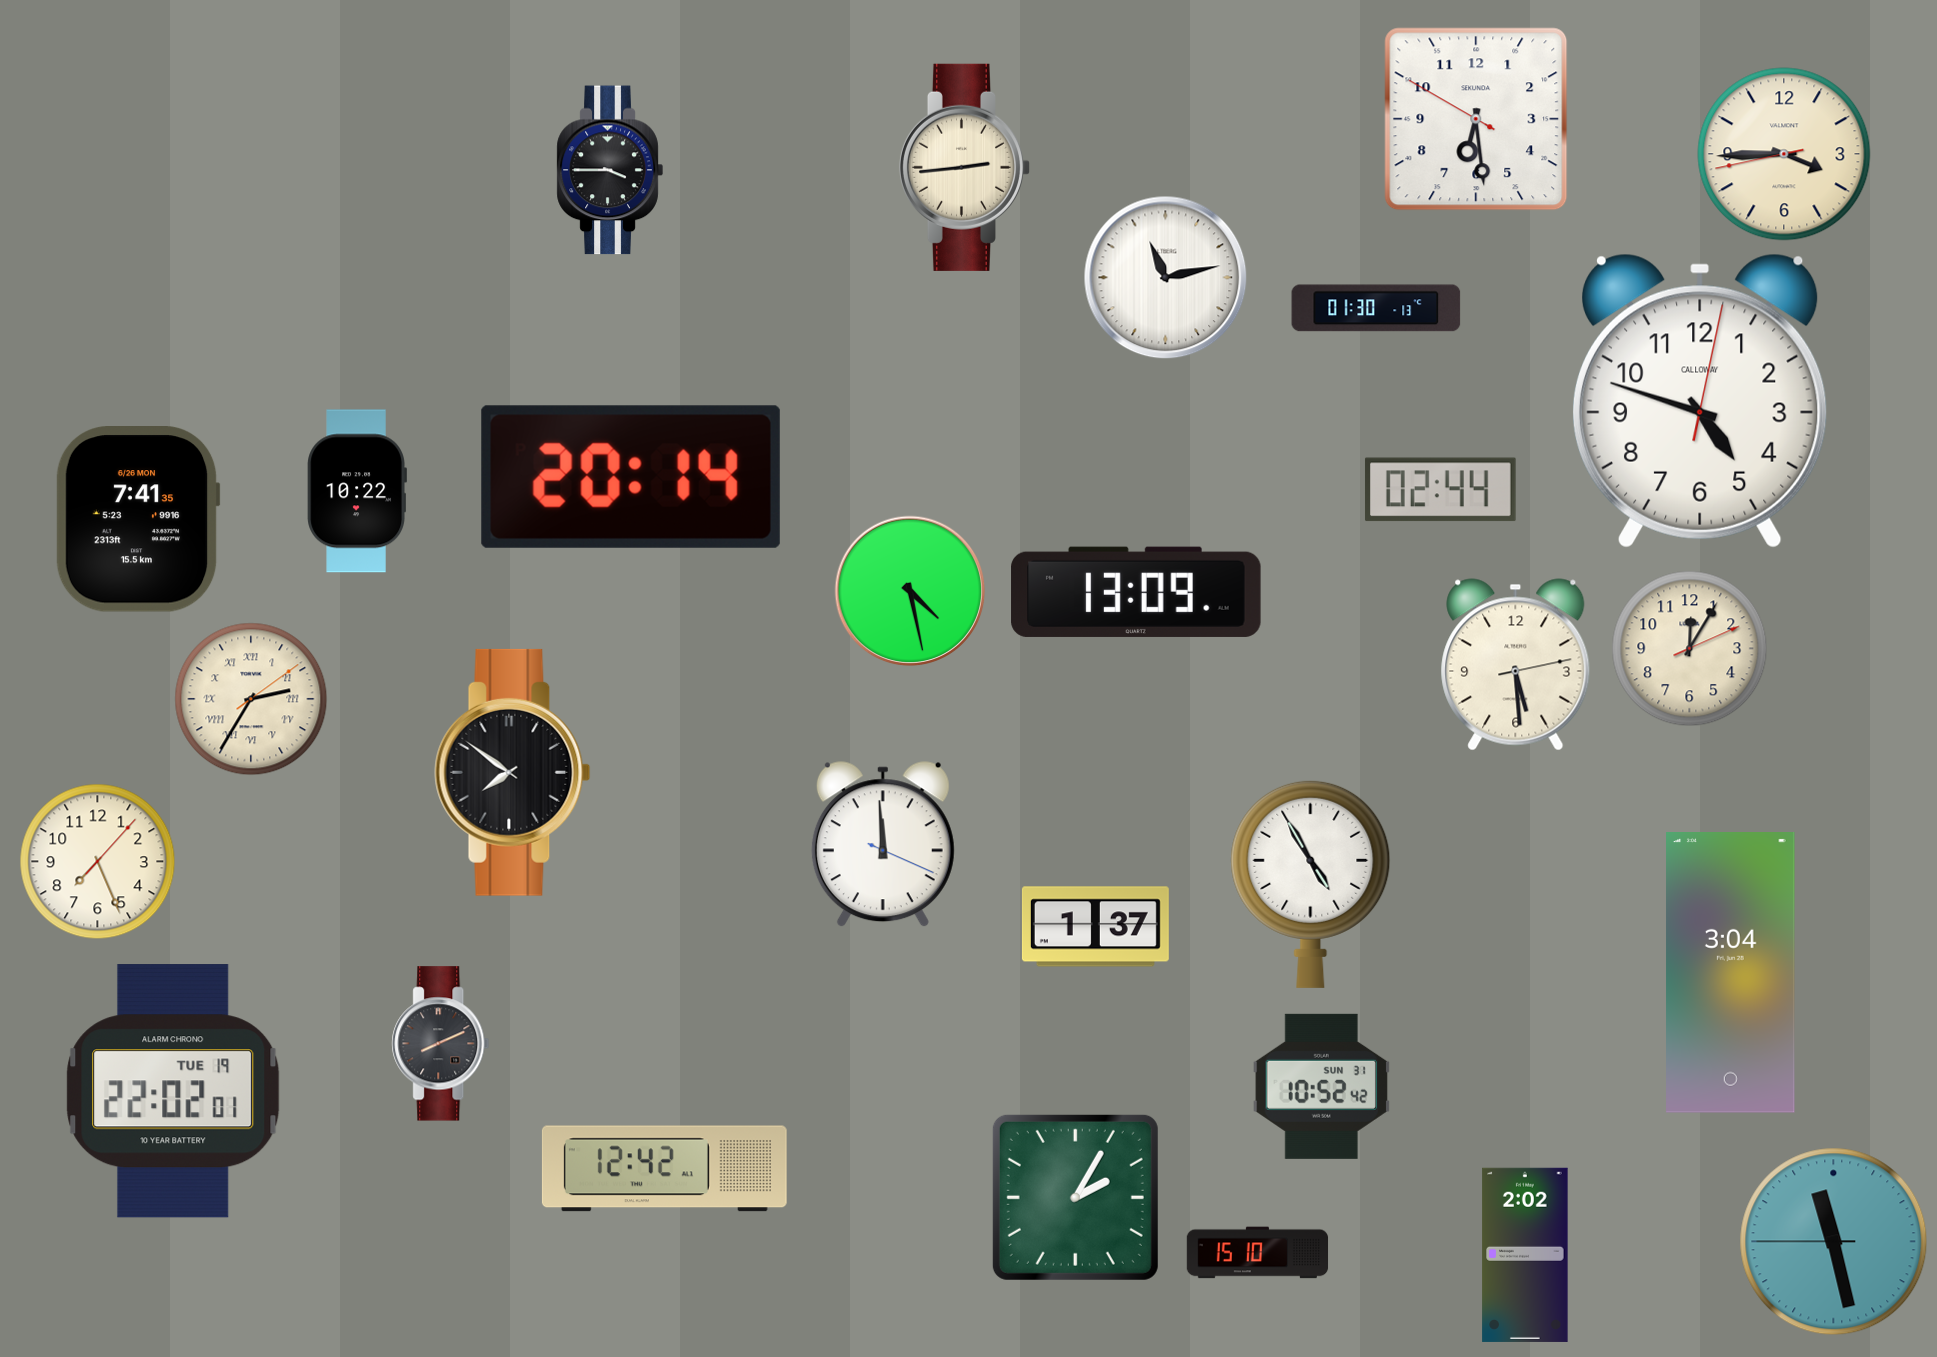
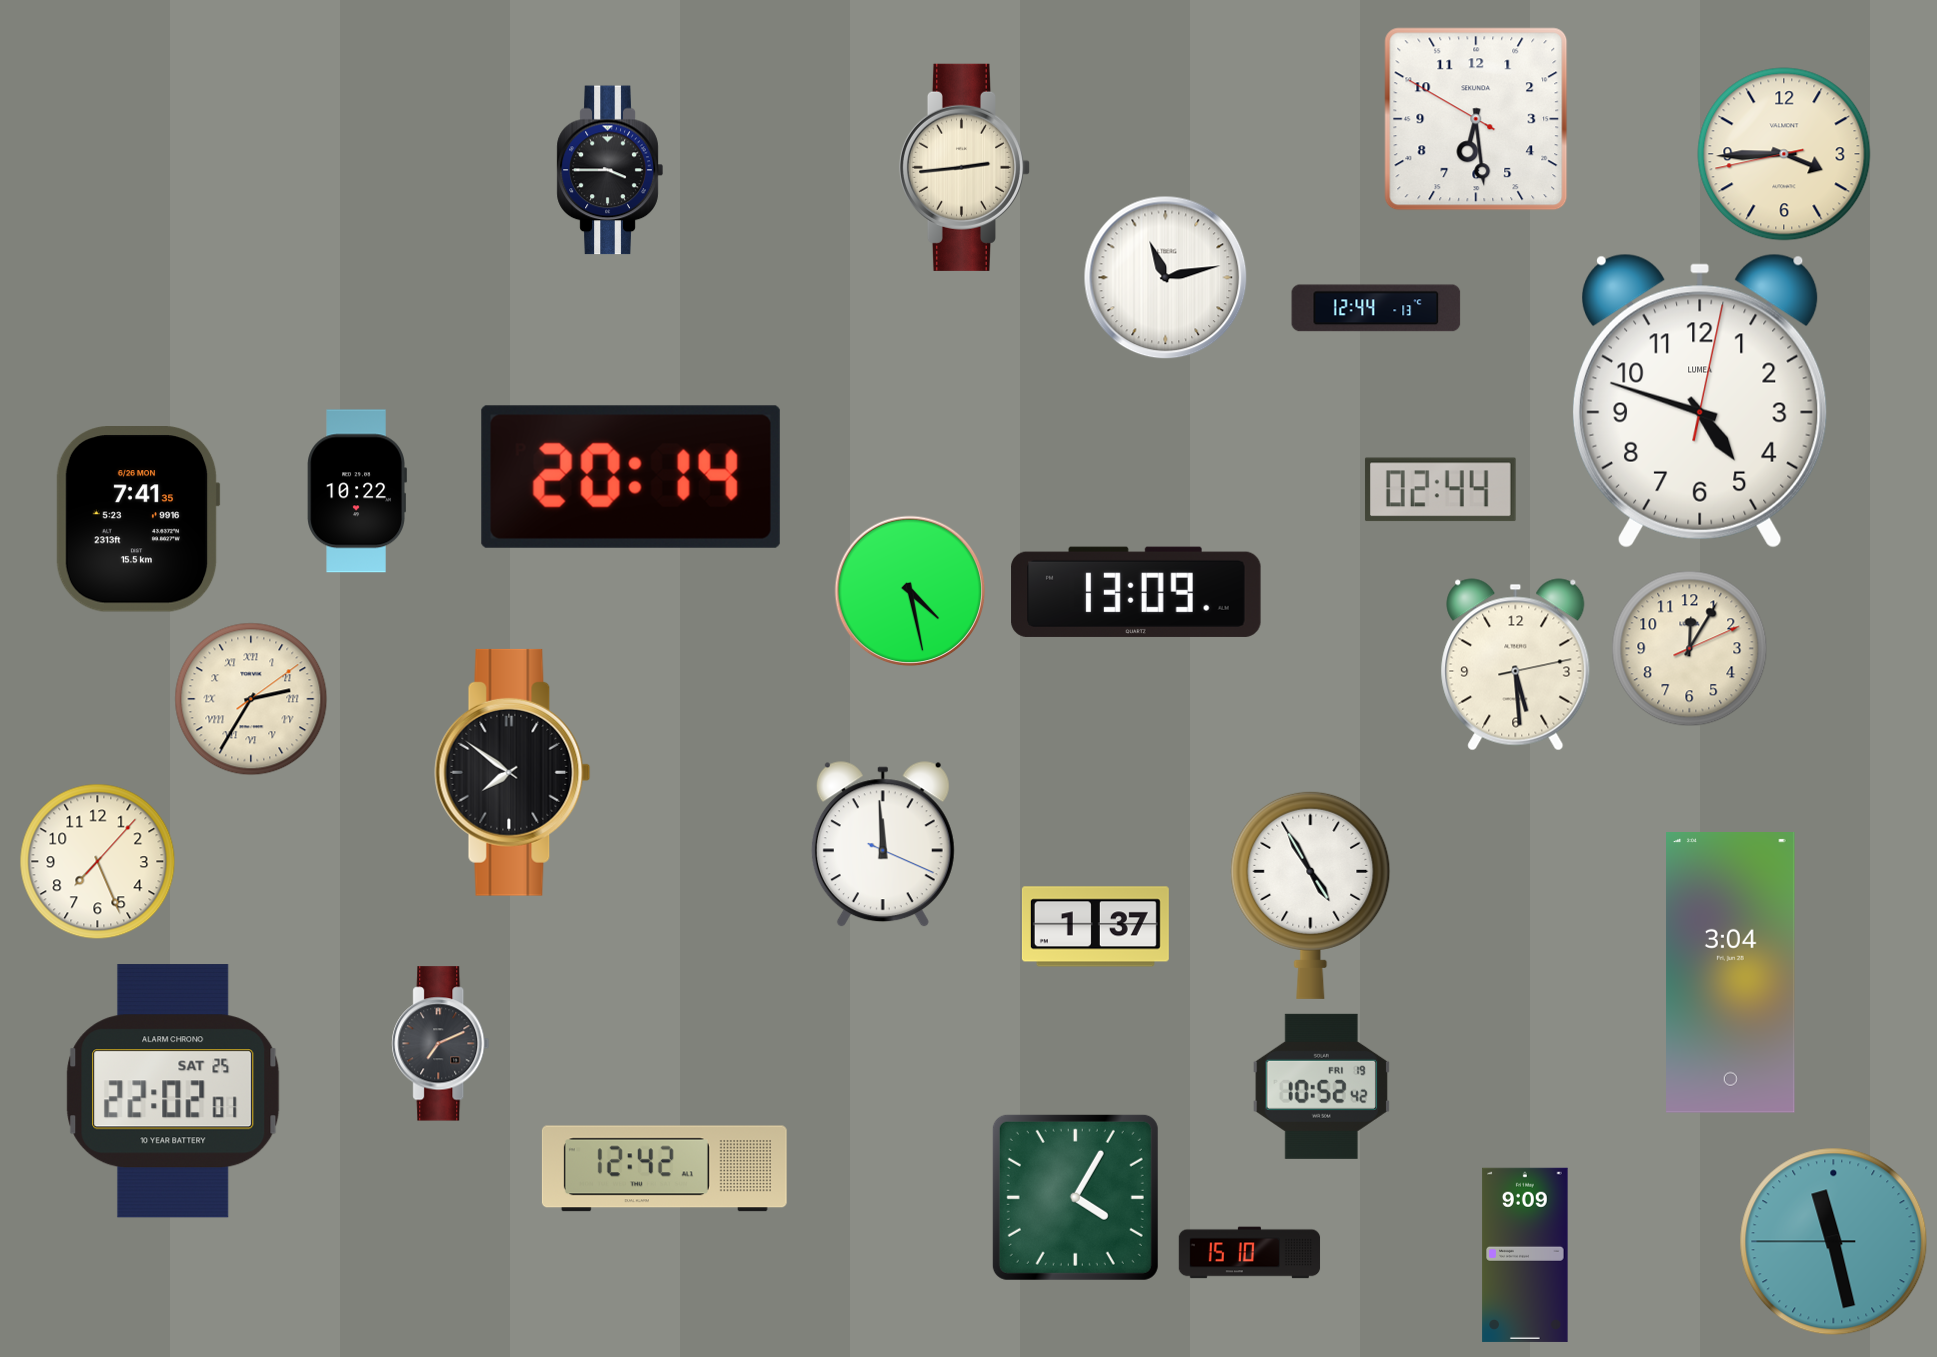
clock at (1376, 308): 01:30 -> 12:44
clock at (1700, 401) brand: CALLOWAY -> LUMEA
clock at (1311, 884) position: (1311, 884) -> (1311, 895)
clock at (441, 1044): 8:11 -> 7:11
clock at (1321, 1086) date: SUN 31 -> FRI 19
clock at (173, 1091) date: TUE 19 -> SAT 25
clock at (1075, 1197): 2:05 -> 4:05
clock at (1258, 1253) position: (1258, 1253) -> (1250, 1253)
clock at (1525, 1255): 2:02 -> 9:09
